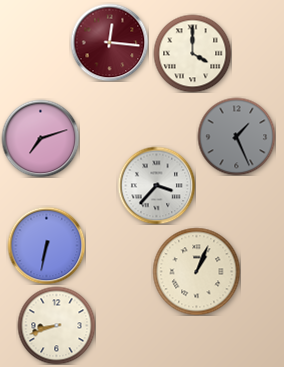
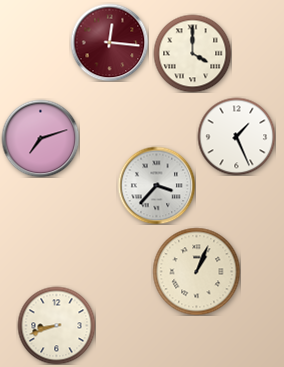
clock at (236, 136) dial: grey -> white
clock at (46, 245): 6:32 -> none
